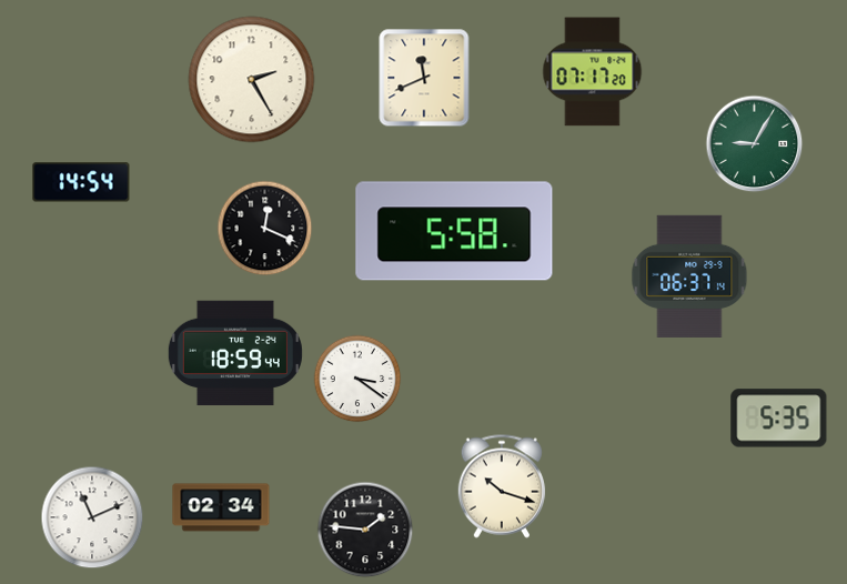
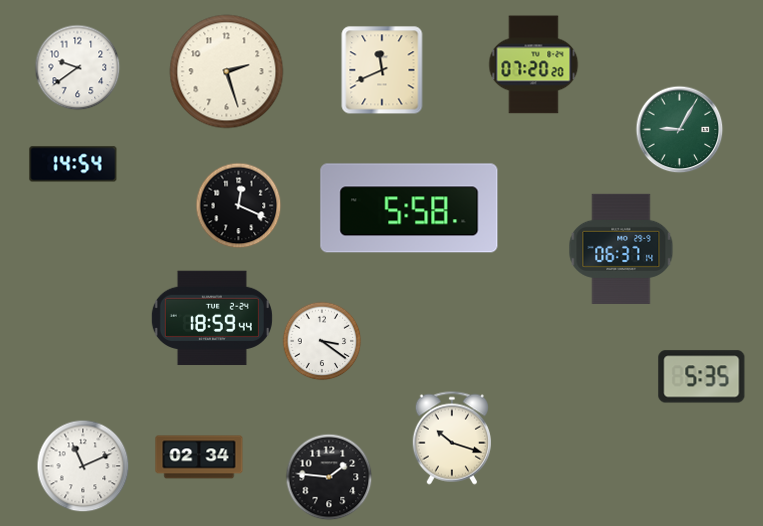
clock at (593, 72): 07:17 -> 07:20
clock at (77, 67): none -> 9:39
clock at (252, 80): 2:25 -> 2:27
